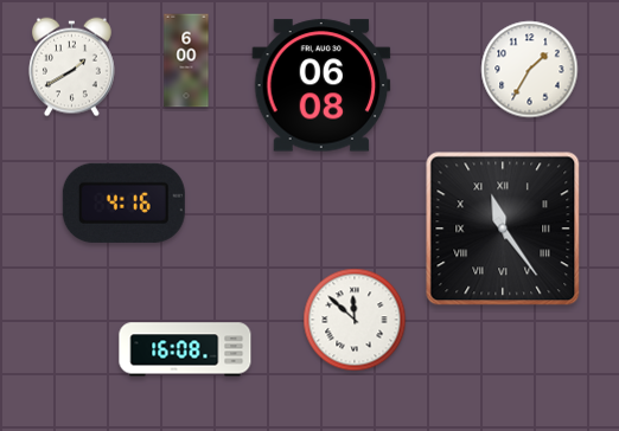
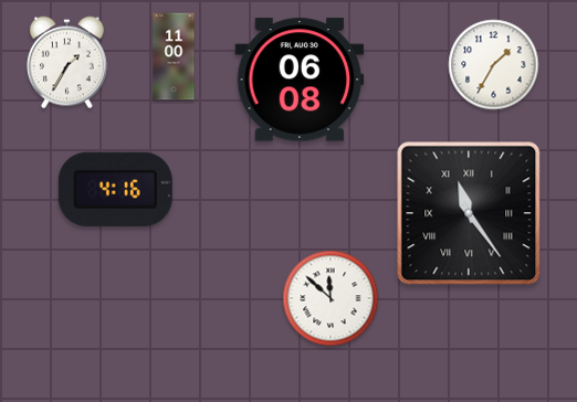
clock at (186, 60): 6:00 -> 11:00
clock at (71, 67): 1:40 -> 1:35
clock at (185, 349): 16:08 -> none
